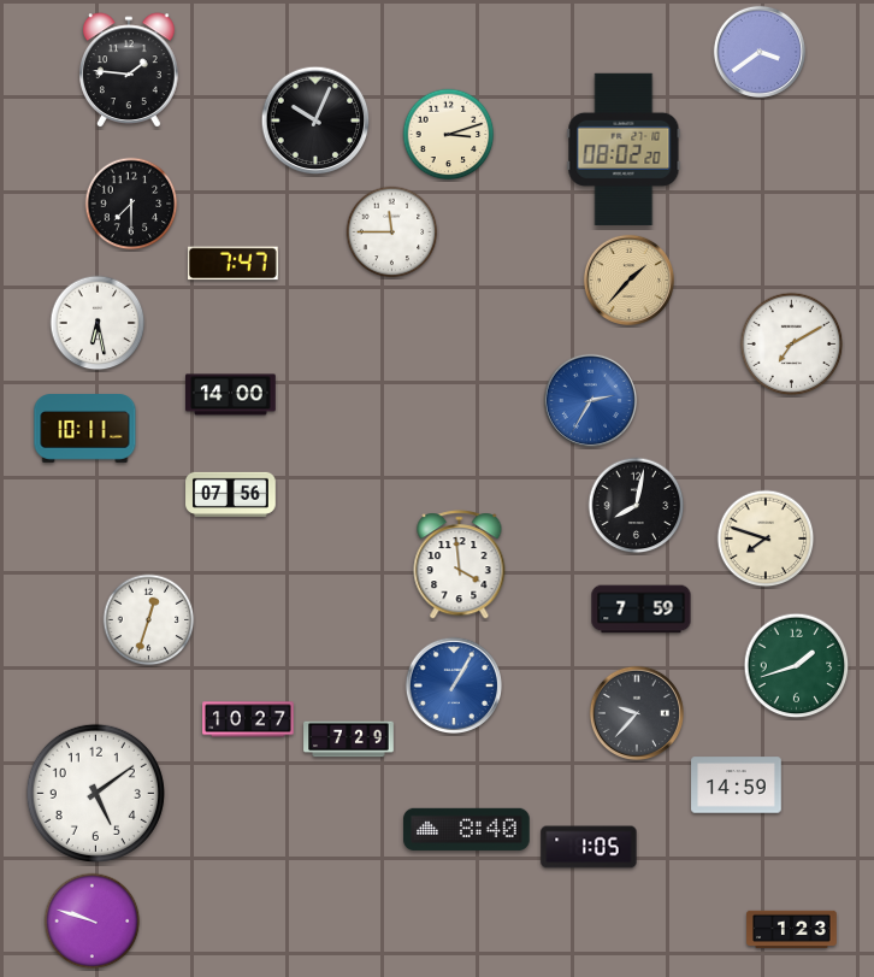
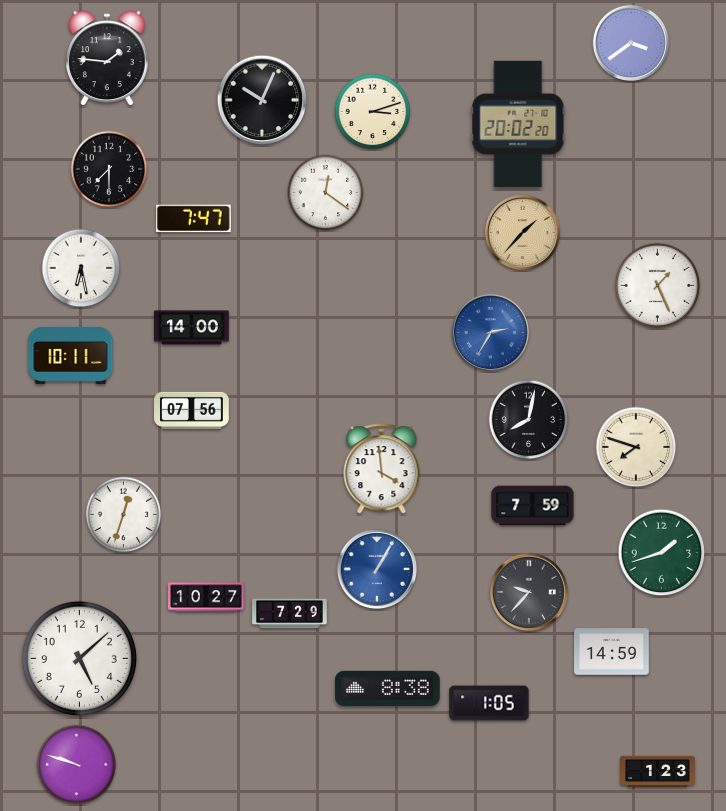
clock at (624, 149): 08:02 -> 20:02
clock at (392, 233): 11:45 -> 12:21
clock at (792, 345): 7:10 -> 1:26
clock at (95, 793): 5:09 -> 5:08
clock at (467, 829): 8:40 -> 8:38
